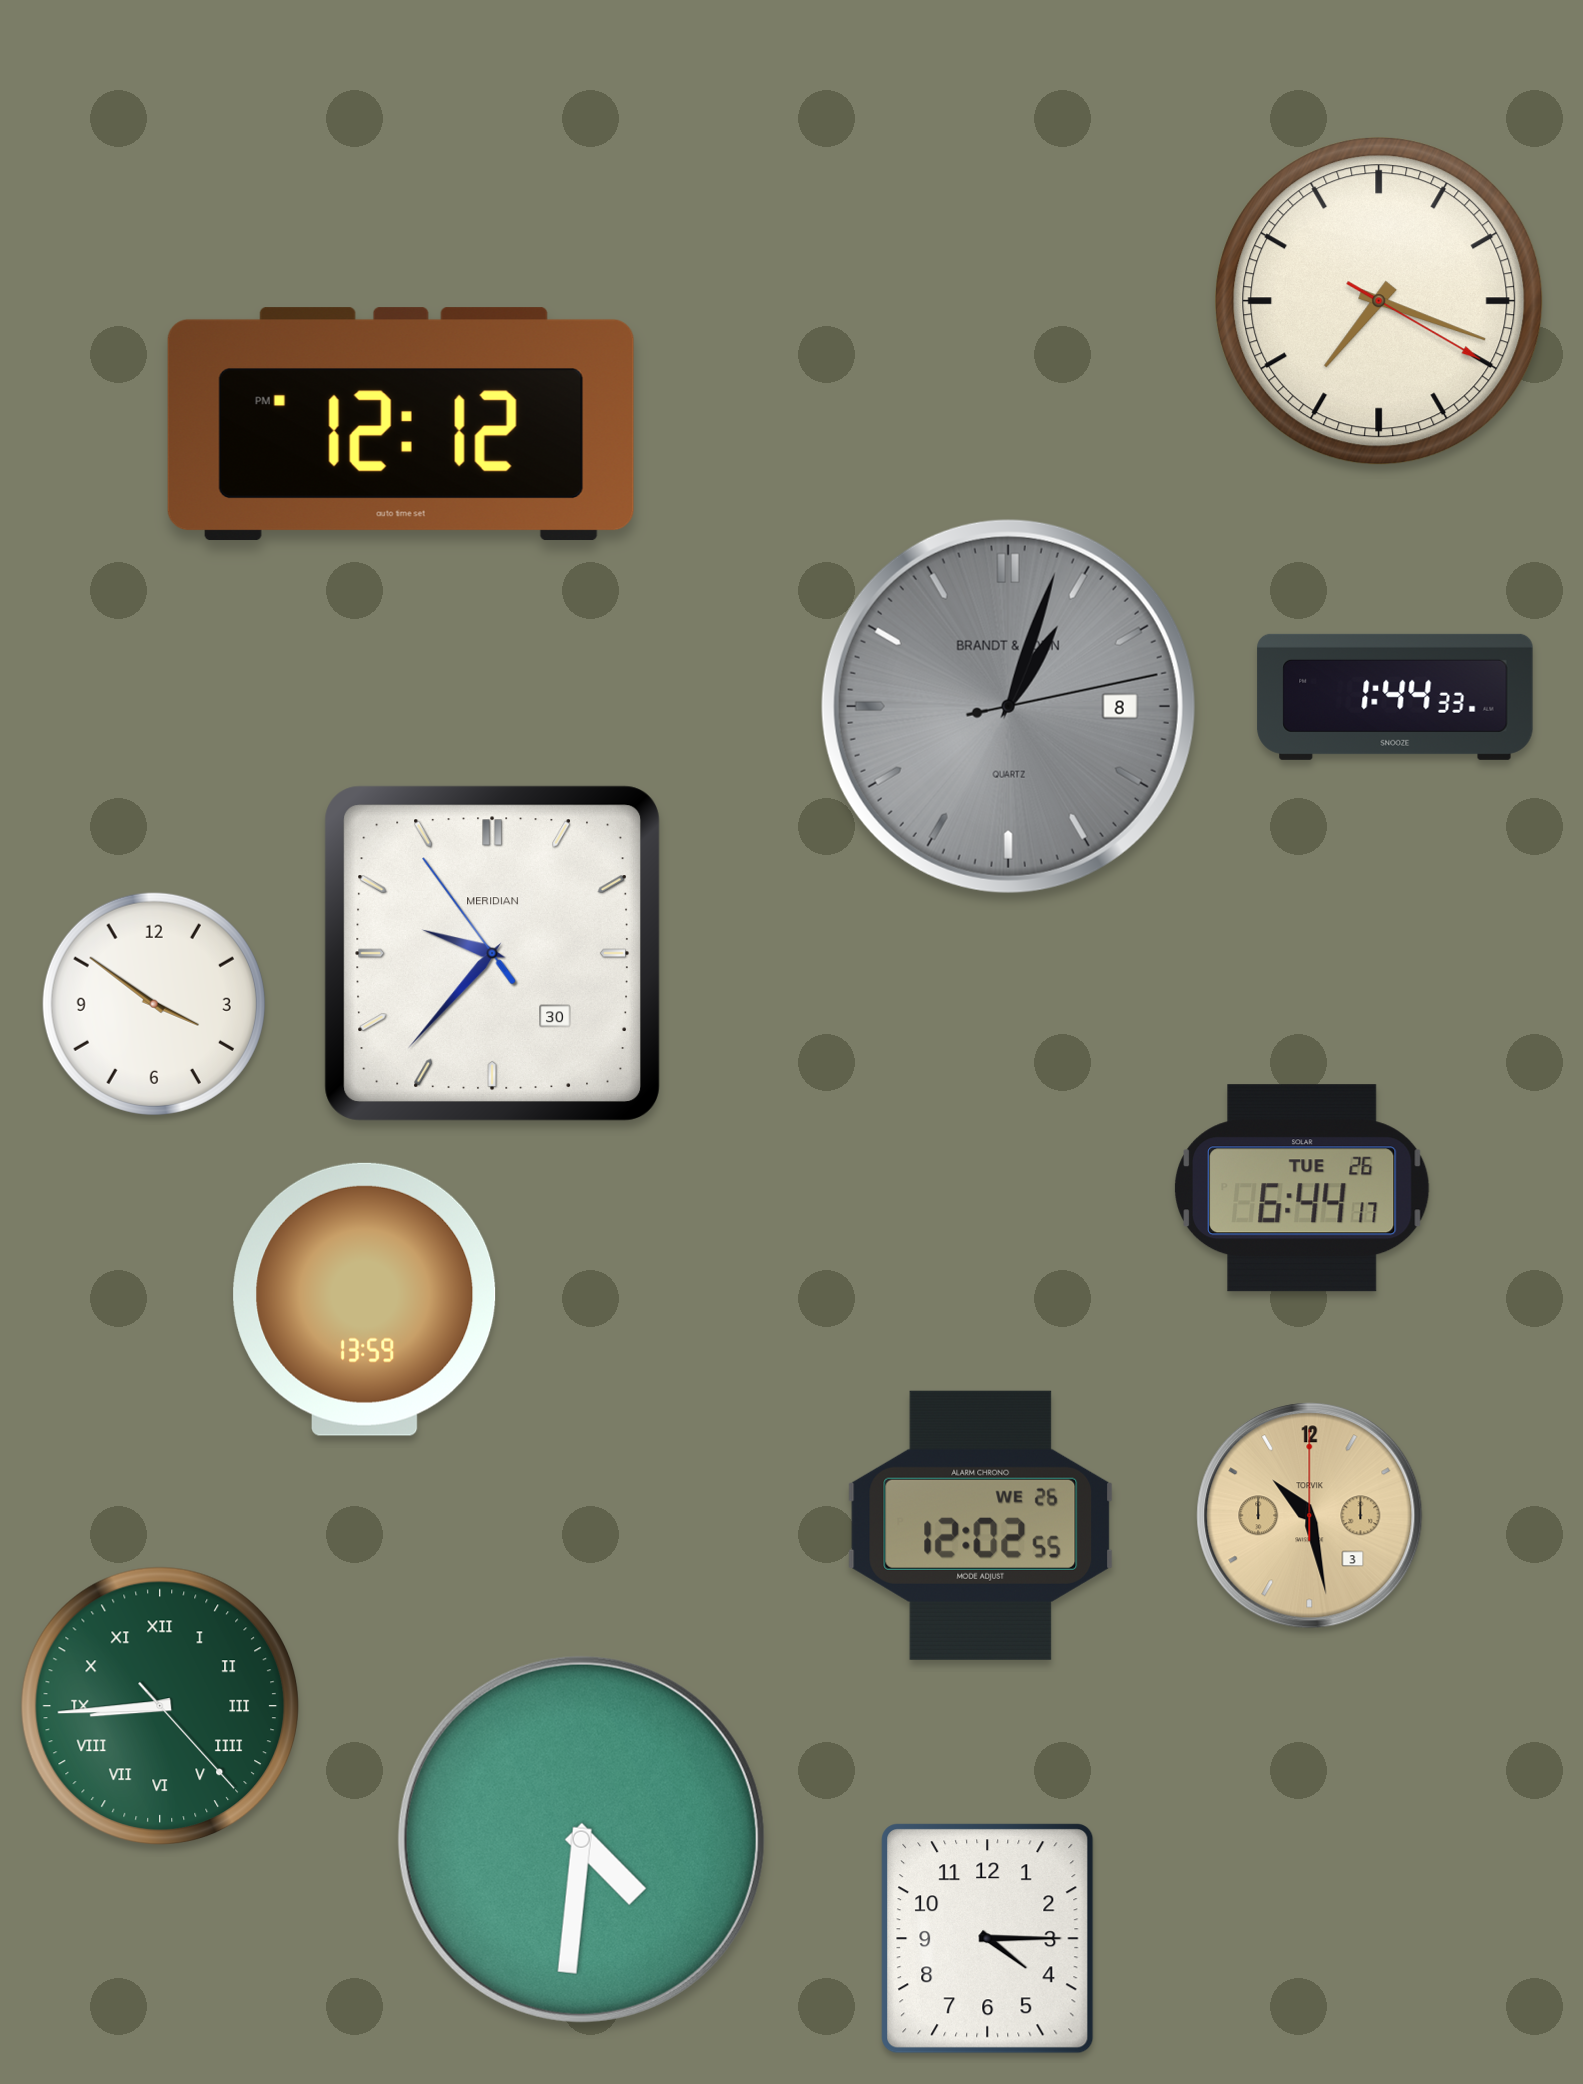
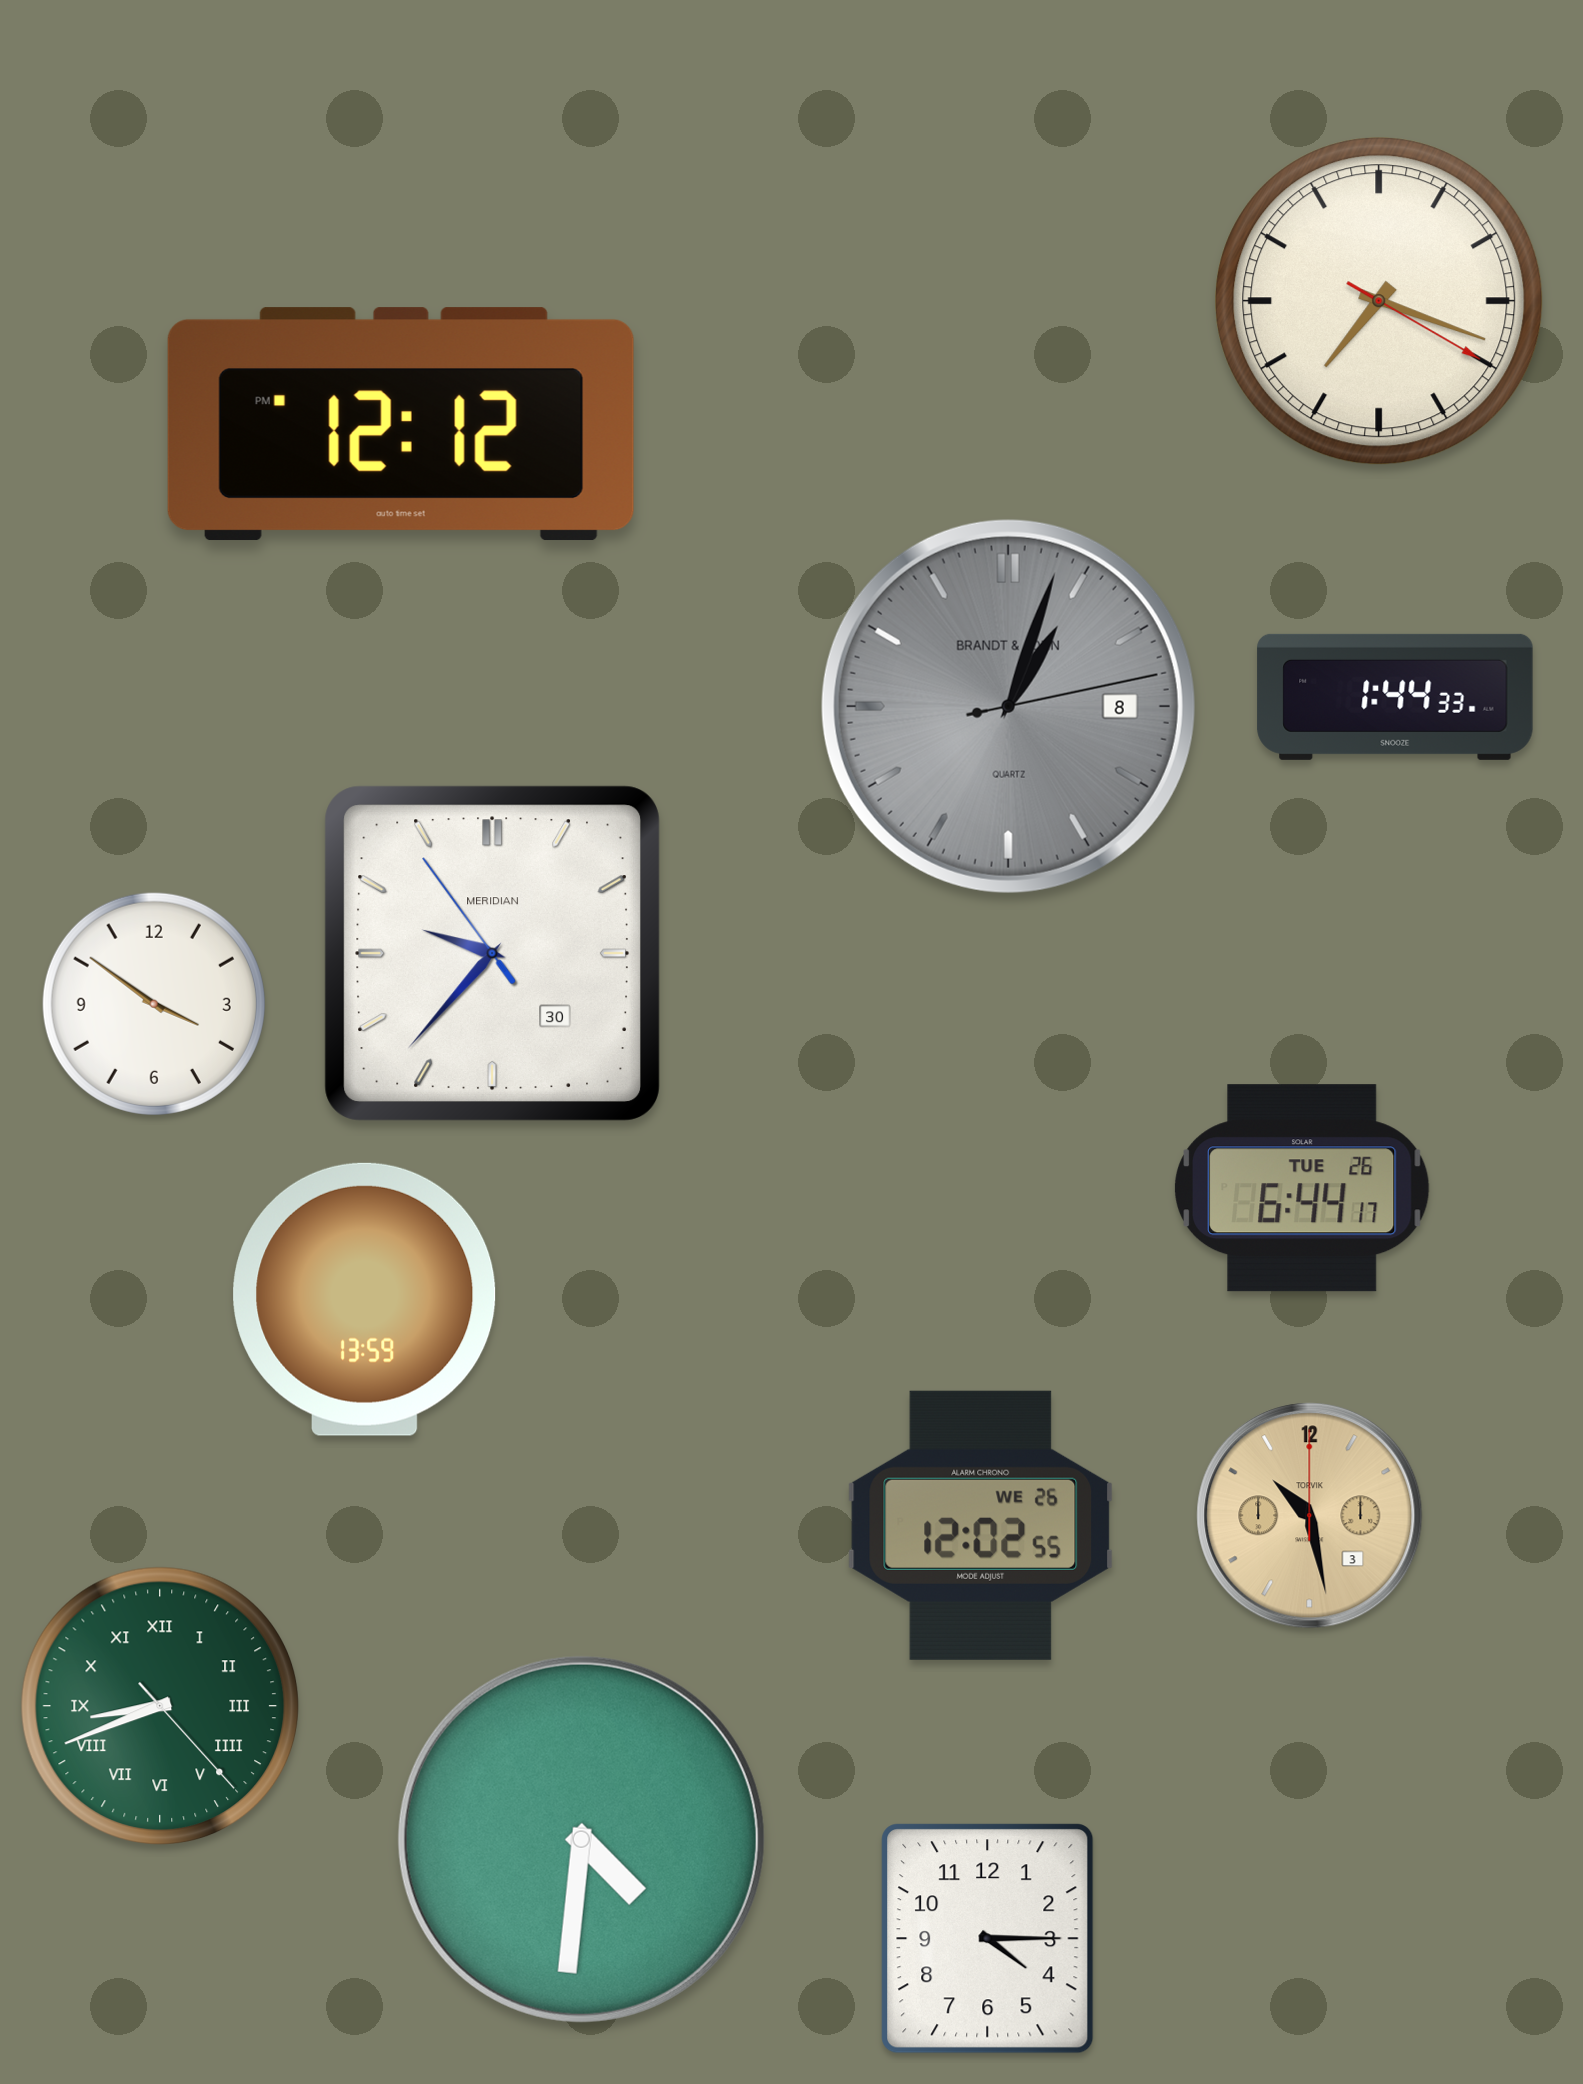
clock at (159, 1705): 8:44 -> 8:41
